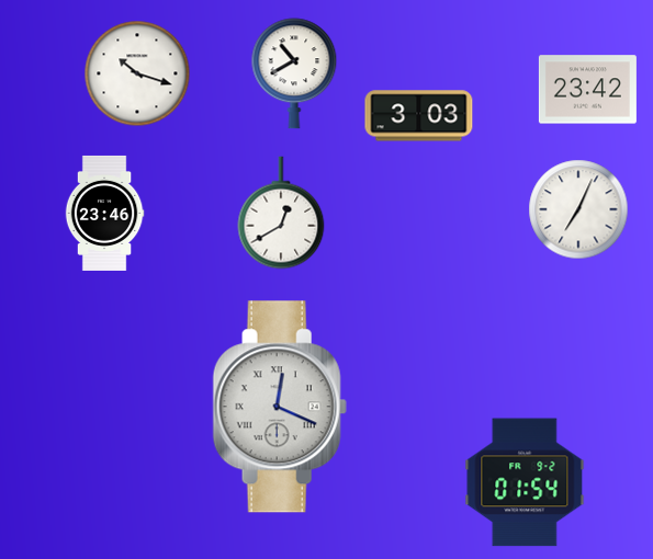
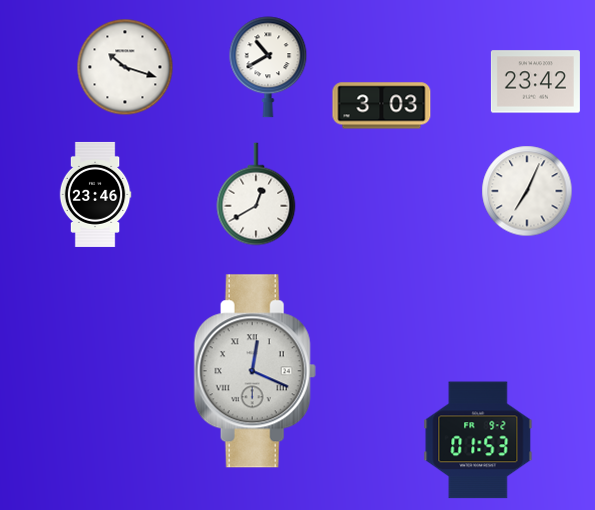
clock at (525, 482): 01:54 -> 01:53
